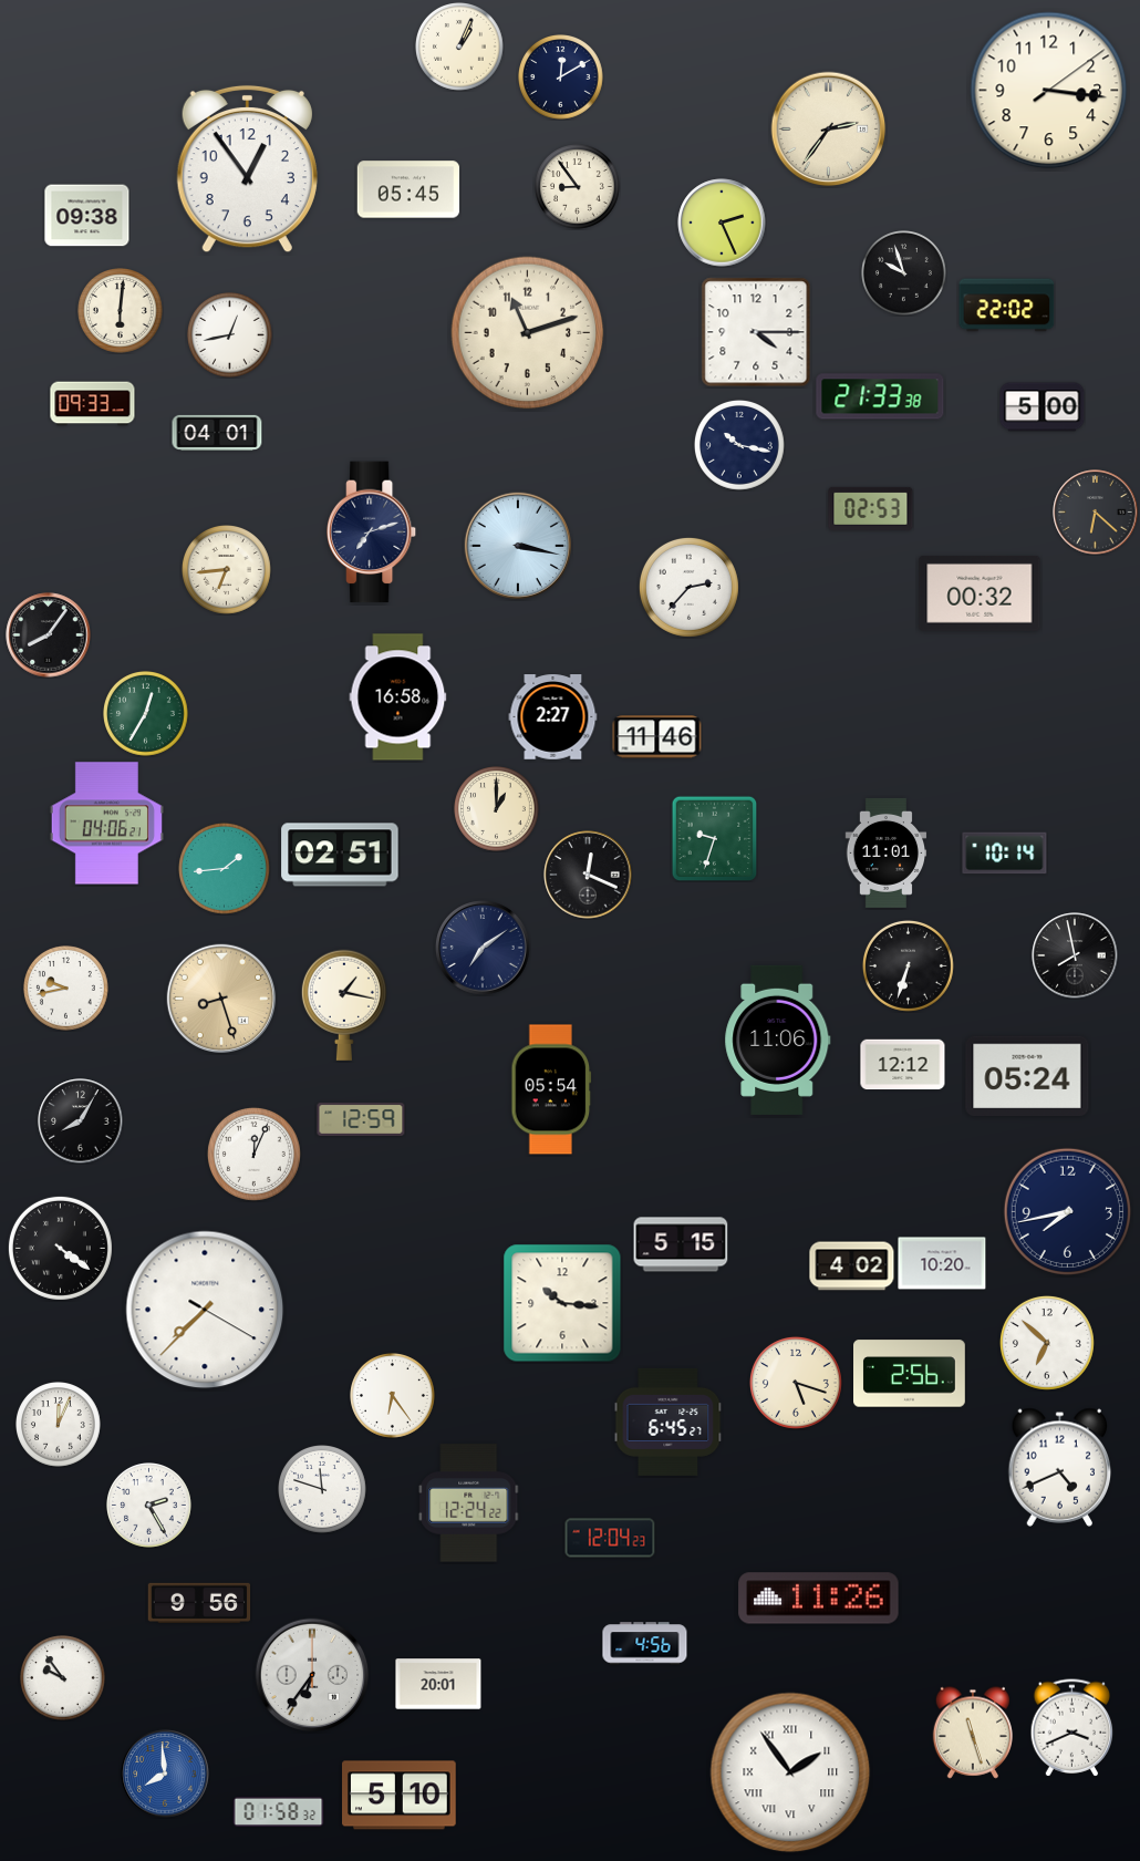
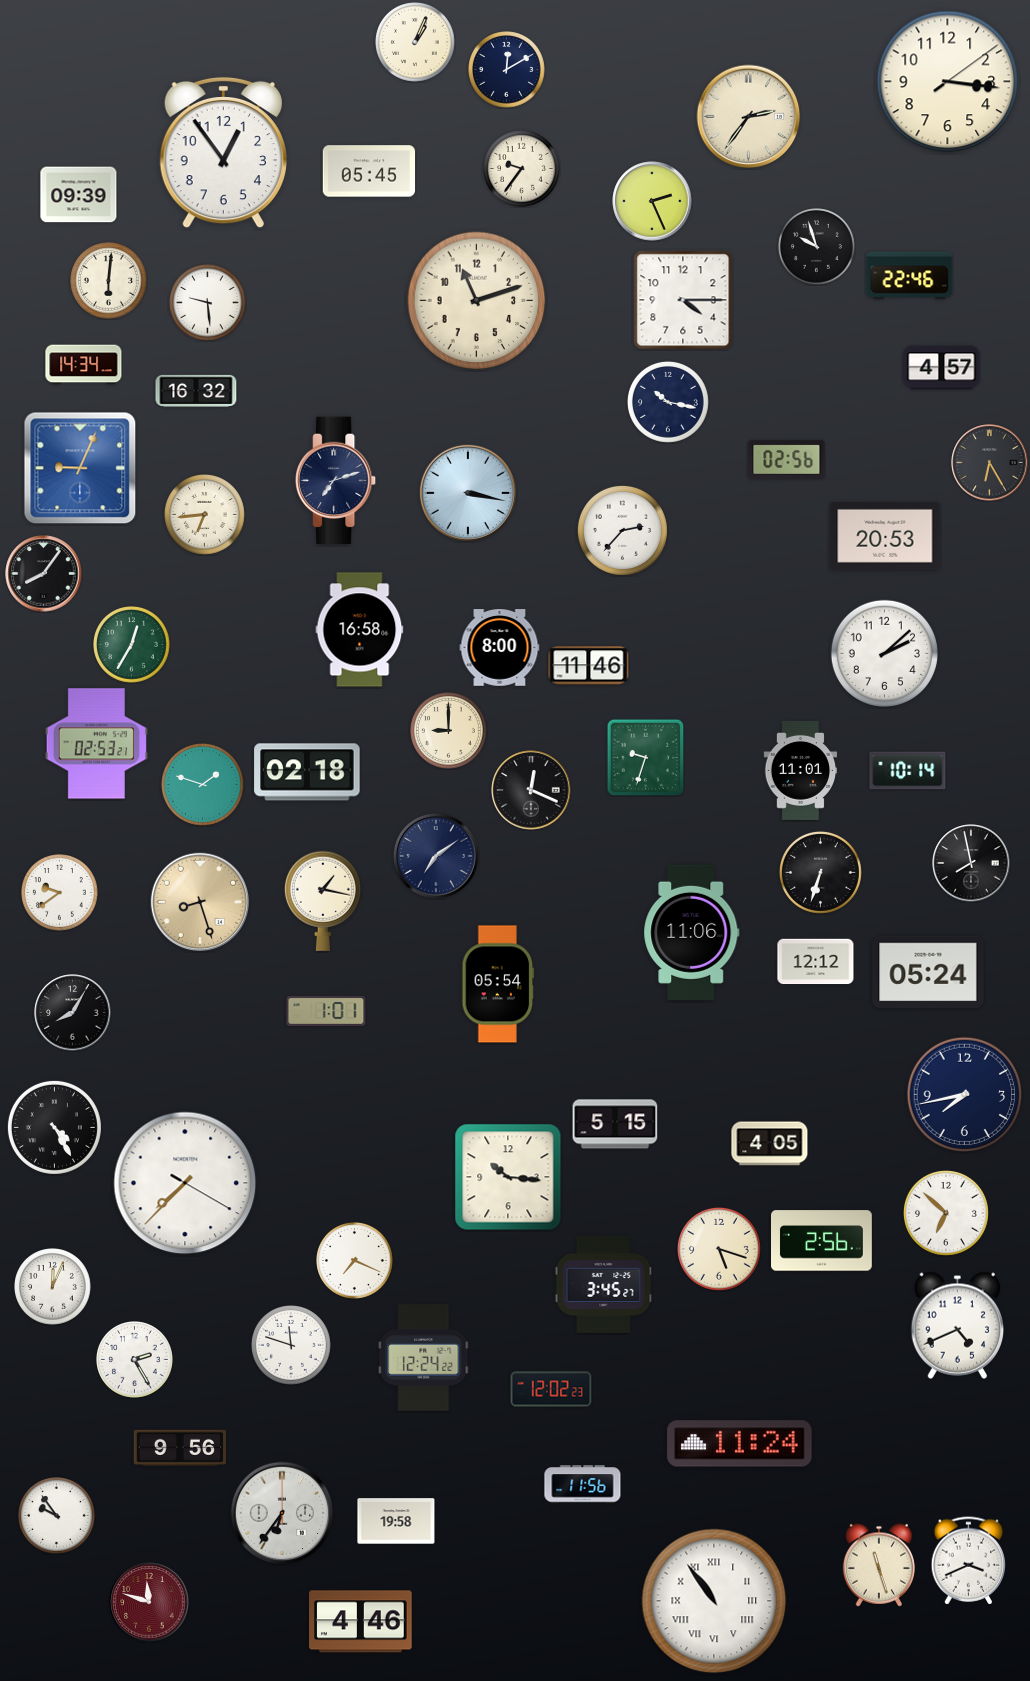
clock at (578, 187): 8:54 -> 9:36
clock at (87, 216): 09:38 -> 09:39
clock at (1007, 306): 22:02 -> 22:46
clock at (230, 335): 12:43 -> 9:29
clock at (880, 396): 21:33 -> none
clock at (93, 404): 09:33 -> 14:34
clock at (1043, 407): 5:00 -> 4:57
clock at (217, 433): 04:01 -> 16:32
clock at (871, 508): 02:53 -> 02:56
clock at (1096, 513): 6:22 -> 6:25
clock at (80, 468): none -> 9:04
clock at (980, 593): 00:32 -> 20:53
clock at (553, 717): 2:27 -> 8:00
clock at (884, 653): none -> 2:08
clock at (657, 737) position: (657, 737) -> (589, 666)
clock at (497, 809): 1:00 -> 9:00
clock at (106, 824): 04:06 -> 02:53
clock at (340, 855): 02:51 -> 02:18
clock at (224, 868): 1:44 -> 1:48
clock at (66, 989): 9:43 -> 9:39
clock at (344, 1005) position: (344, 1005) -> (323, 901)
clock at (778, 1040) position: (778, 1040) -> (692, 932)
clock at (361, 1119): 12:59 -> 1:01
clock at (253, 1154): 12:04 -> none
clock at (60, 1248): 4:21 -> 4:25
clock at (942, 1263): 10:20 -> none
clock at (852, 1266): 4:02 -> 4:05
clock at (393, 1396): 6:24 -> 7:19
clock at (669, 1421): 6:45 -> 3:45
clock at (610, 1538): 12:04 -> 12:02
clock at (819, 1599): 11:26 -> 11:24
clock at (645, 1644): 4:56 -> 11:56
clock at (438, 1684): 20:01 -> 19:58
clock at (790, 1772): 1:54 -> 10:54
clock at (165, 1774): 7:59 -> 11:48
clock at (165, 1774) dial: blue -> burgundy
clock at (400, 1796): 5:10 -> 4:46
clock at (279, 1811): 01:58 -> none
